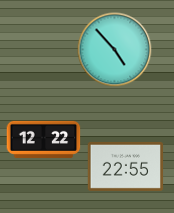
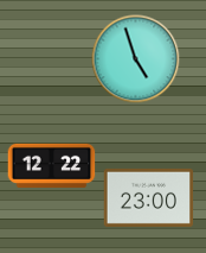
clock at (115, 50): 4:53 -> 4:57
clock at (126, 166): 22:55 -> 23:00
